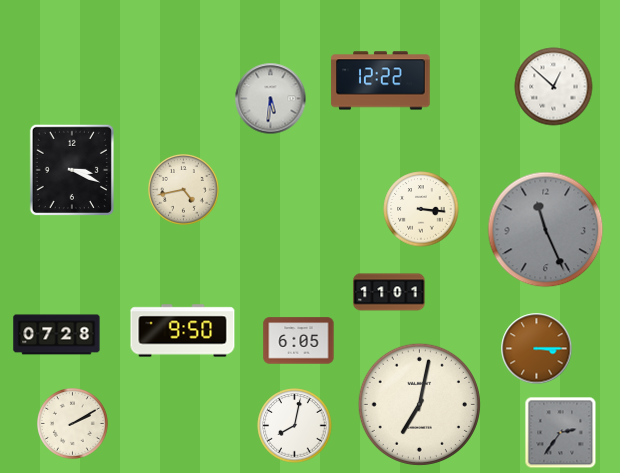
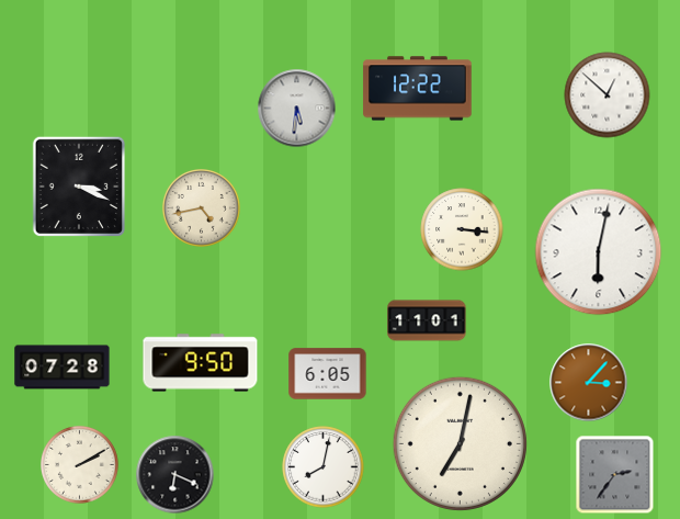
clock at (546, 230): 11:26 -> 6:02
clock at (546, 230) dial: grey -> white
clock at (537, 349): 3:15 -> 3:07
clock at (175, 475): none -> 6:19
